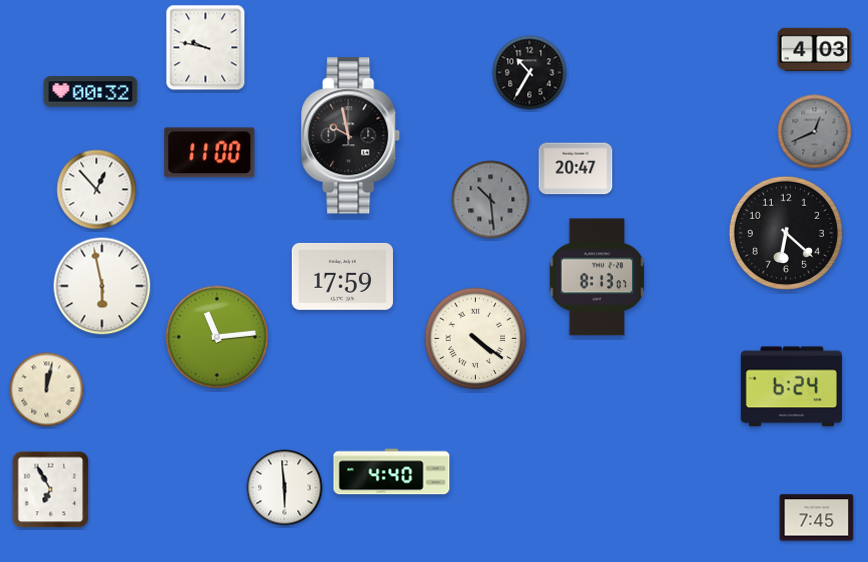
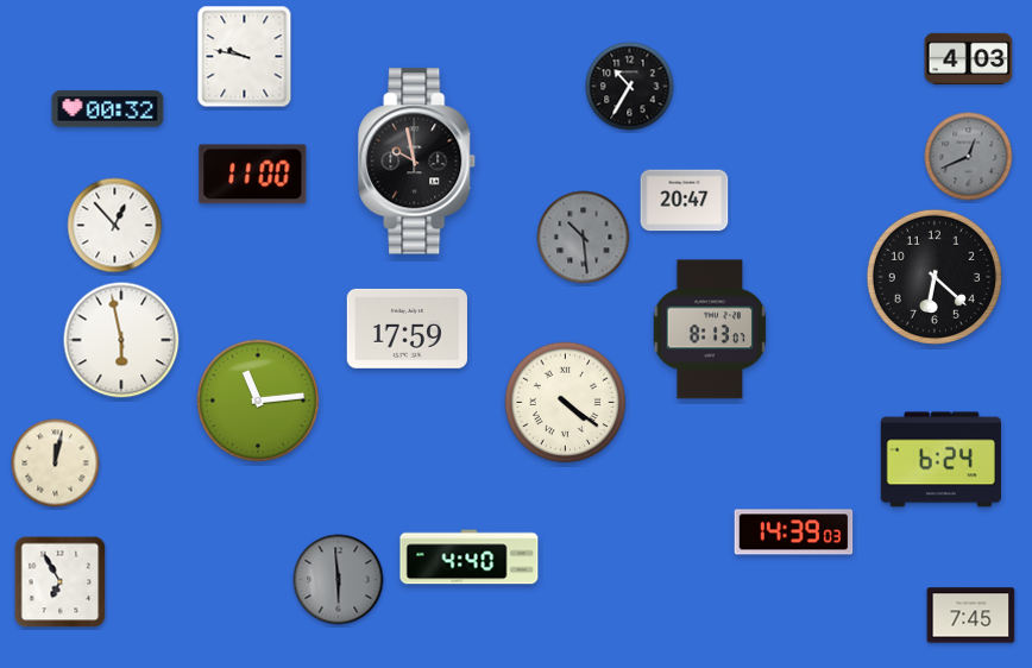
clock at (210, 153) position: (210, 153) -> (253, 175)
clock at (794, 532): none -> 14:39
clock at (392, 472) position: (392, 472) -> (470, 557)
clock at (285, 488) dial: white -> grey
